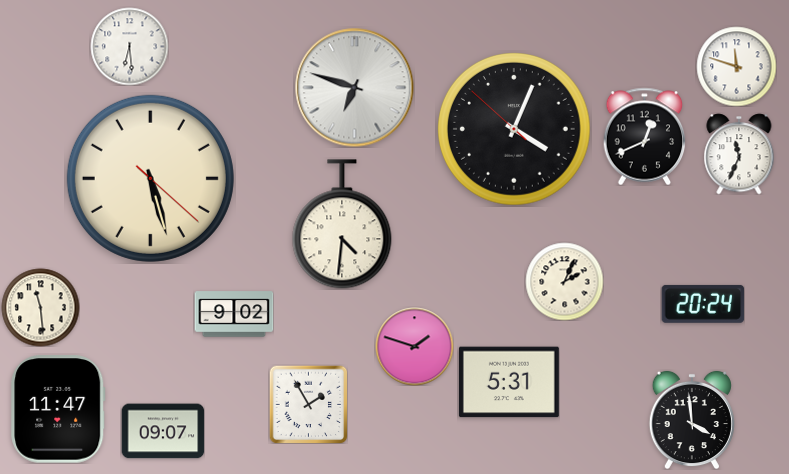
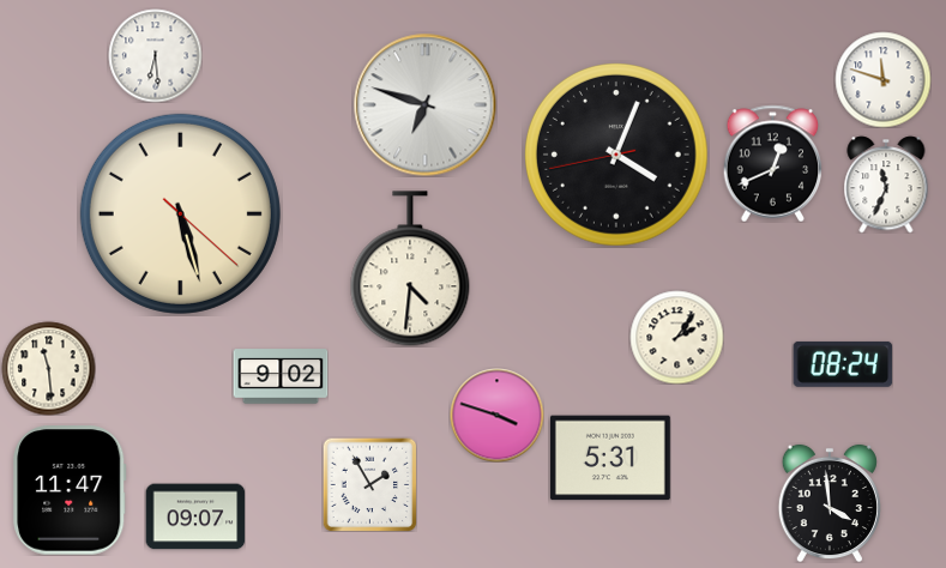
clock at (515, 130): 4:03:52 -> 4:03:43
clock at (564, 281): 2:04 -> 2:06
clock at (703, 304): 20:24 -> 08:24
clock at (414, 346): 1:48 -> 3:48
